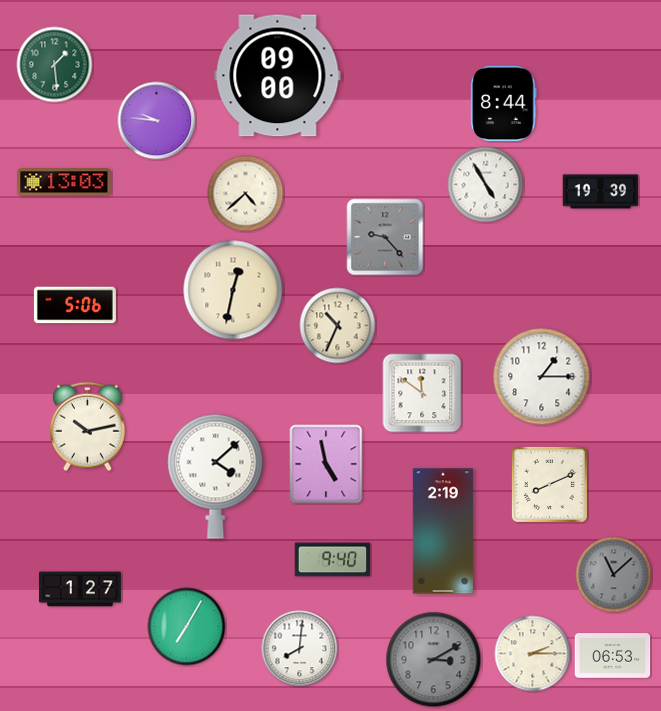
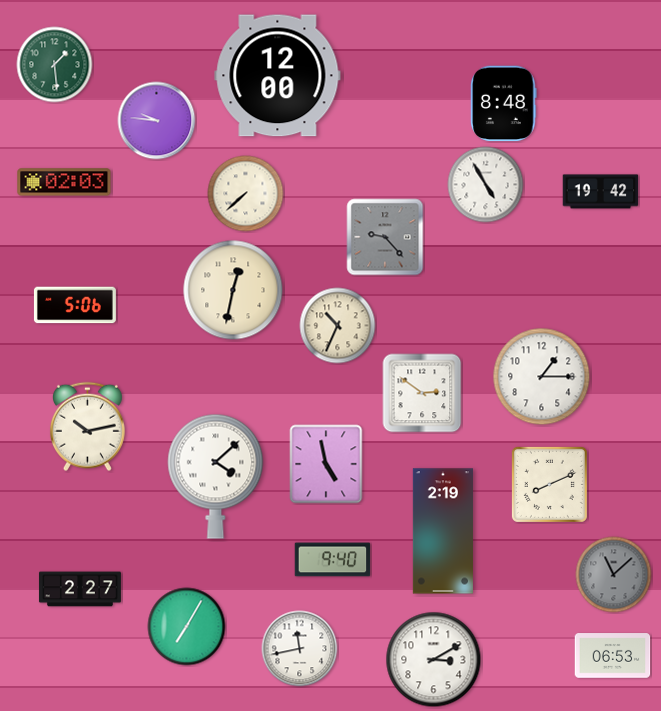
clock at (278, 76): 09:00 -> 12:00
clock at (504, 104): 8:44 -> 8:48
clock at (64, 182): 13:03 -> 02:03
clock at (601, 192): 19:39 -> 19:42
clock at (246, 194): 4:38 -> 7:38
clock at (422, 393): 11:51 -> 2:51
clock at (80, 589): 1:27 -> 2:27
clock at (300, 649): 8:01 -> 11:43
clock at (533, 654): 2:15 -> none
clock at (434, 660) dial: grey -> white
